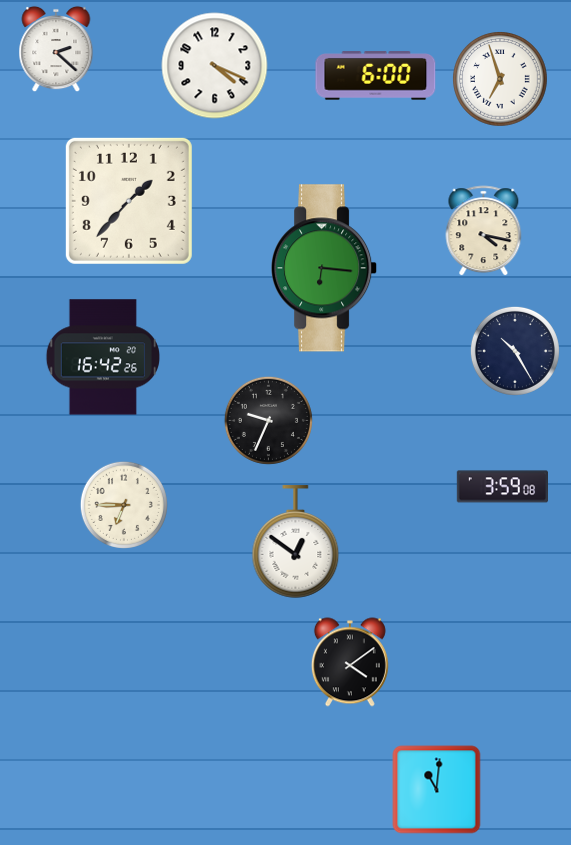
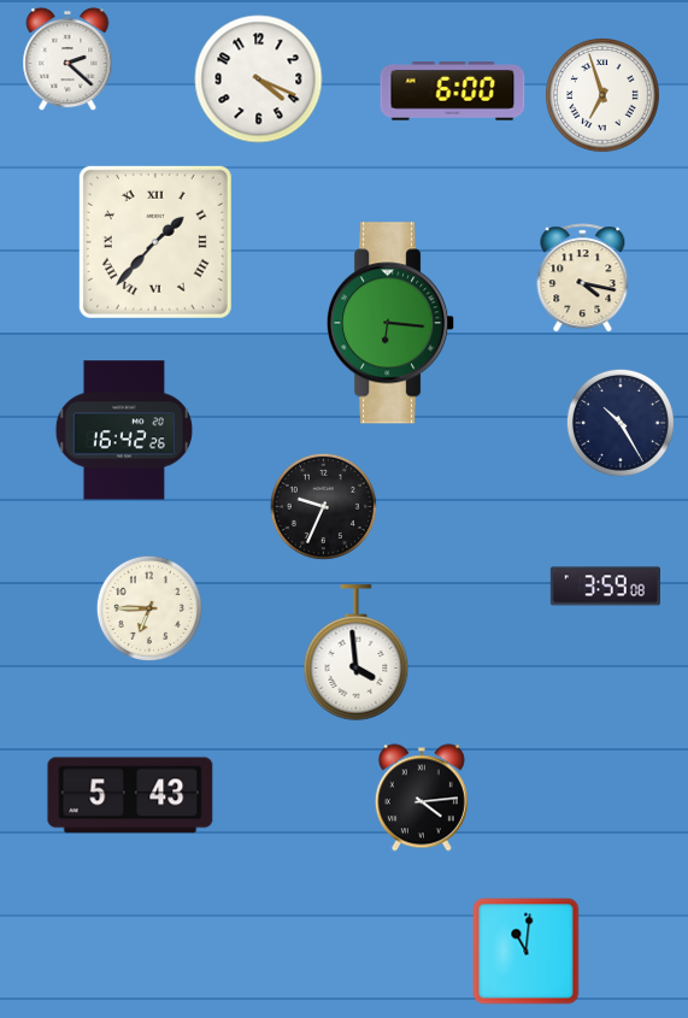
clock at (129, 201) numerals: Arabic -> Roman
clock at (296, 542): 12:51 -> 3:59
clock at (130, 795): none -> 5:43
clock at (350, 662): 4:09 -> 4:14
